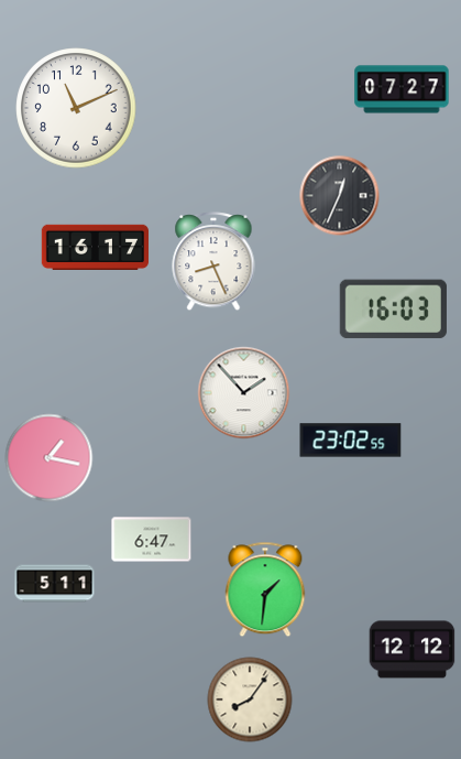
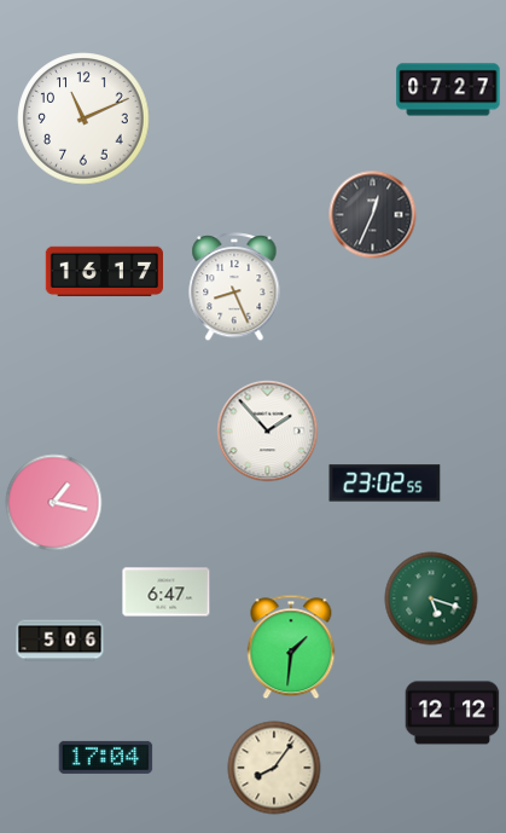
clock at (402, 89) position: (402, 89) -> (448, 89)
clock at (393, 310): 16:03 -> none
clock at (431, 598): none -> 5:18
clock at (55, 584): 5:11 -> 5:06
clock at (106, 757): none -> 17:04
